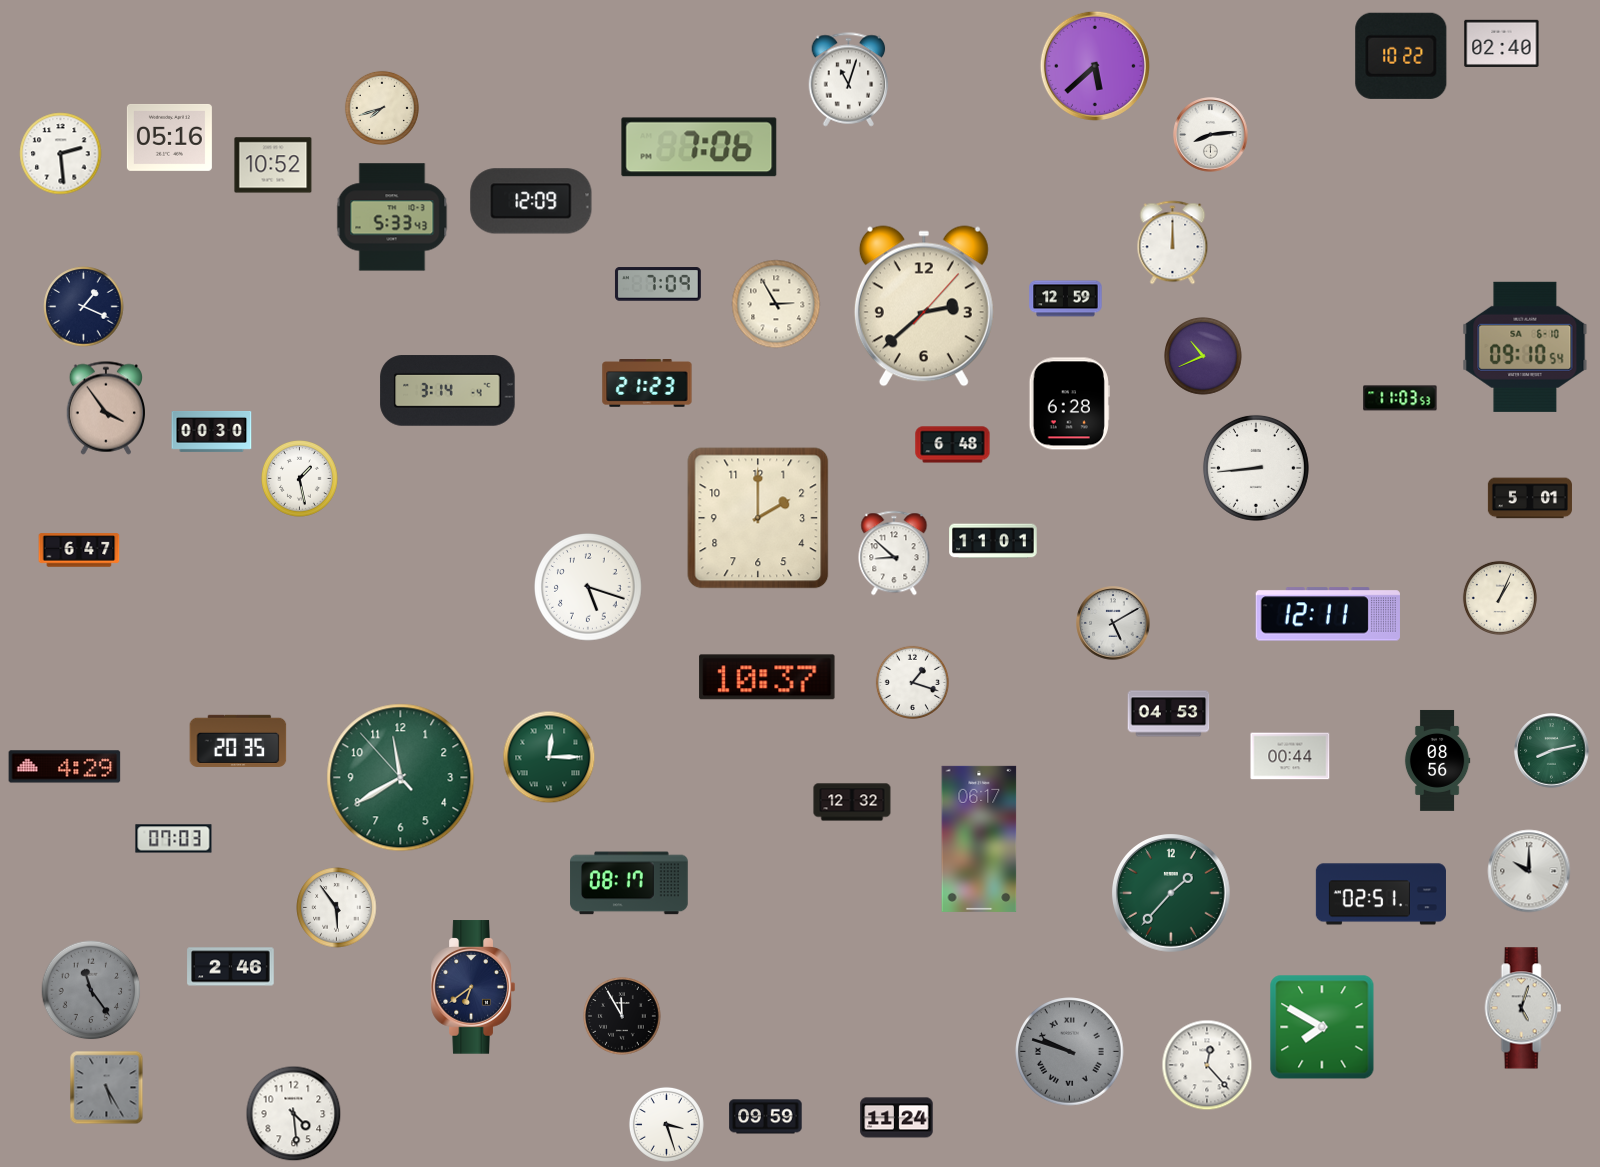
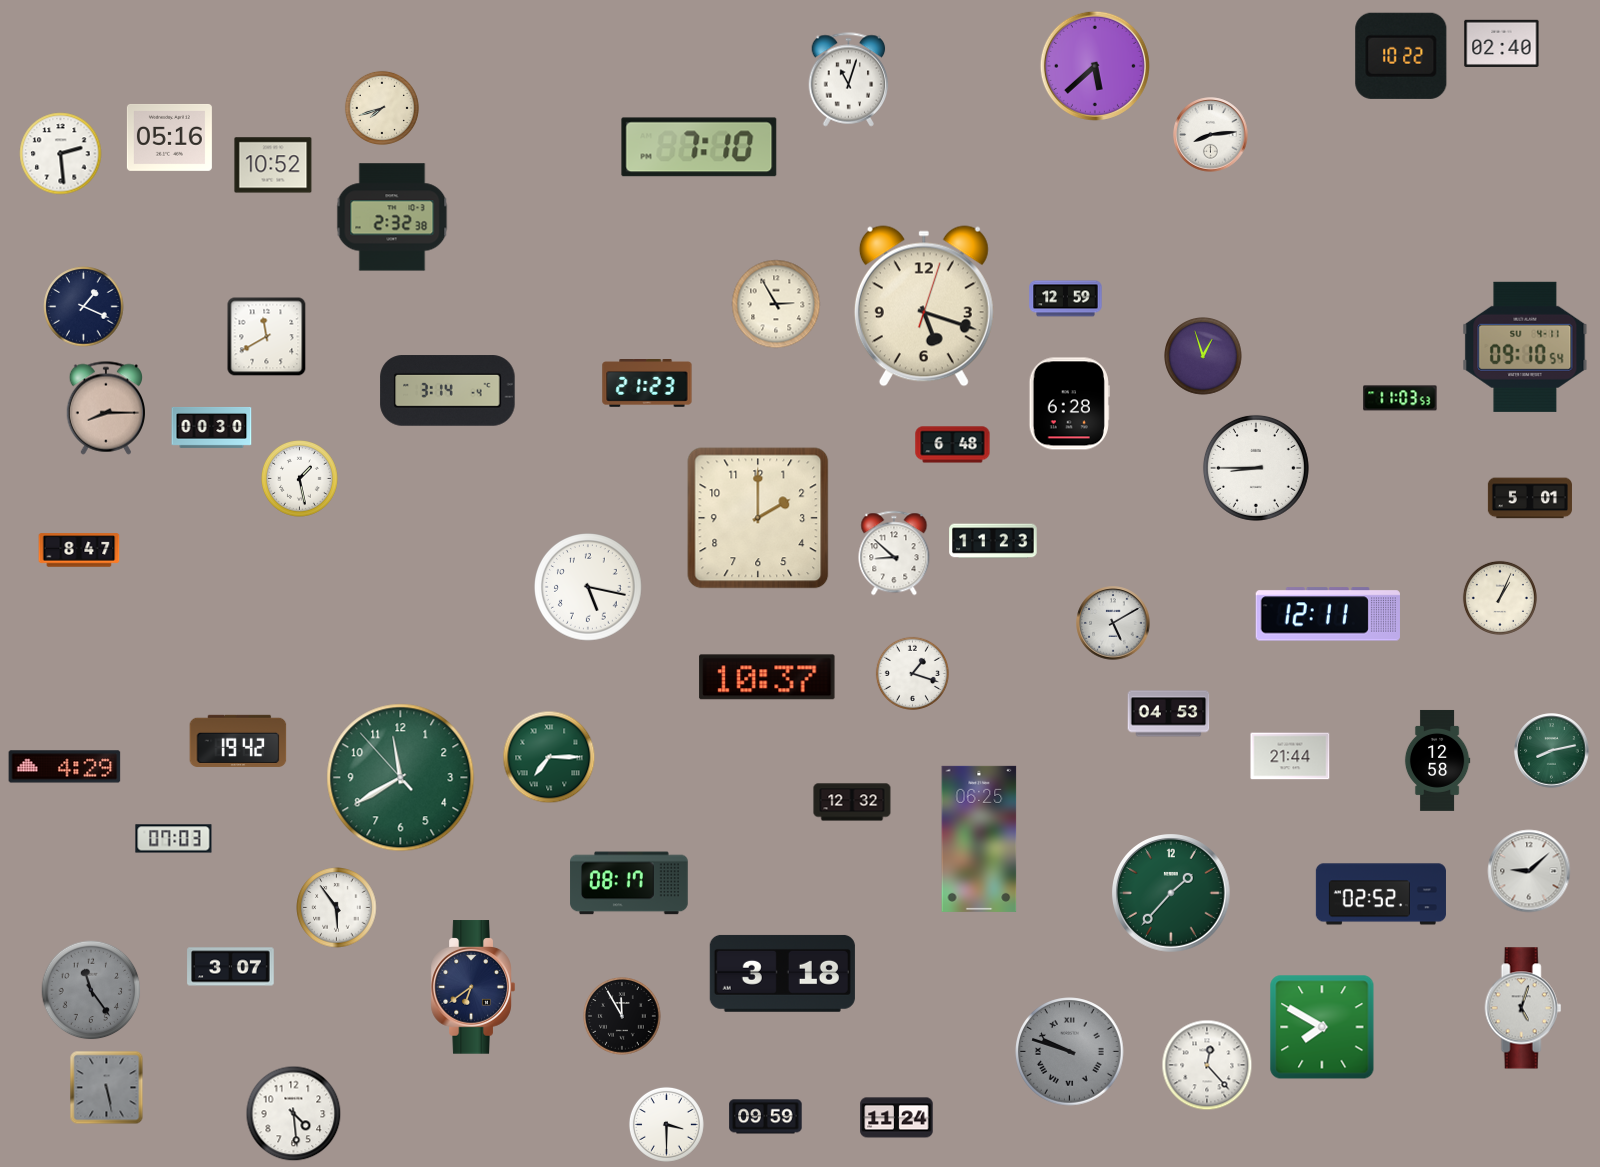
clock at (699, 147): 7:06 -> 7:10
clock at (531, 201): 12:09 -> none
clock at (392, 217): 5:33 -> 2:32
clock at (1173, 243): 12:00 -> none
clock at (658, 284): 7:09 -> none
clock at (924, 306): 2:38 -> 5:18
clock at (267, 337): none -> 11:40
clock at (1525, 347) date: SA 6-10 -> SU 4-11
clock at (1203, 356): 10:41 -> 12:57
clock at (105, 408): 3:54 -> 8:15
clock at (212, 431) position: (212, 431) -> (212, 427)
clock at (1256, 468): 8:44 -> 8:45
clock at (993, 541): 11:01 -> 11:23
clock at (79, 550): 6:47 -> 8:47
clock at (589, 588): 5:18 -> 5:17
clock at (912, 682) position: (912, 682) -> (912, 673)
clock at (238, 741): 20:35 -> 19:42
clock at (1290, 756): 00:44 -> 21:44
clock at (549, 757): 12:15 -> 7:15
clock at (1437, 760): 08:56 -> 12:58
clock at (979, 839): 06:17 -> 06:25
clock at (1529, 871): 10:00 -> 9:08
clock at (1381, 894): 02:51 -> 02:52
clock at (231, 967): 2:46 -> 3:07
clock at (782, 973): none -> 3:18
clock at (107, 1088): 5:25 -> 5:28
clock at (666, 1124): 3:27 -> 3:30
